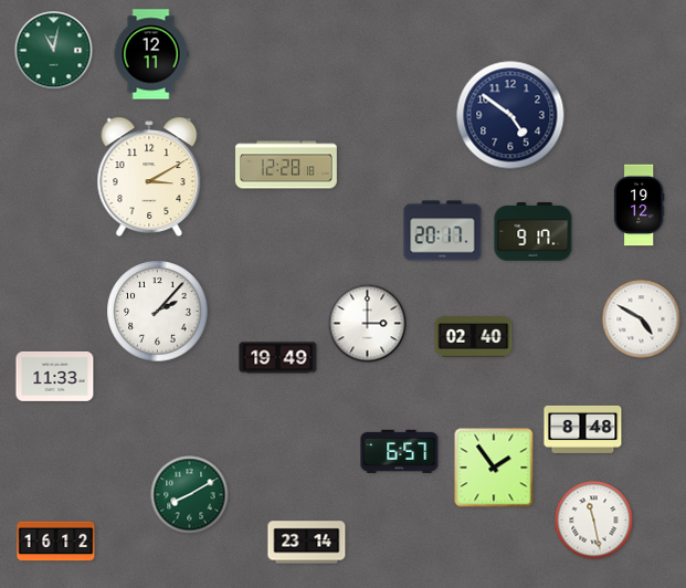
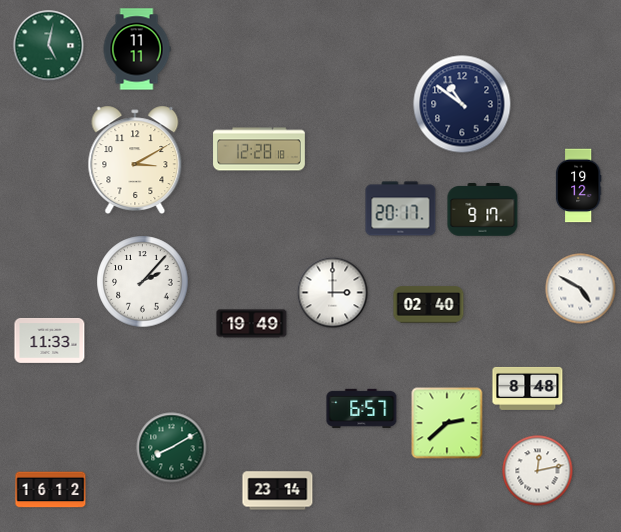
clock at (54, 51): 11:02 -> 5:02
clock at (151, 54): 12:11 -> 11:11
clock at (510, 115): 4:51 -> 10:51
clock at (494, 468): 1:54 -> 2:38
clock at (594, 521): 11:28 -> 12:13
